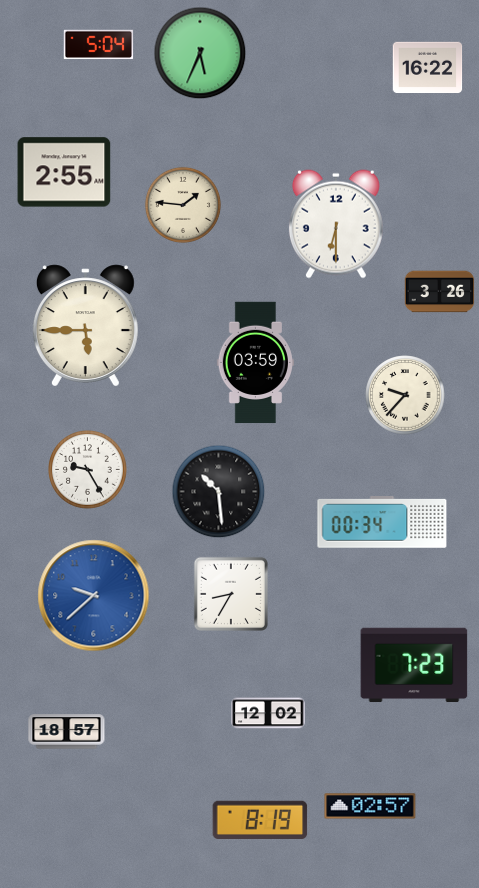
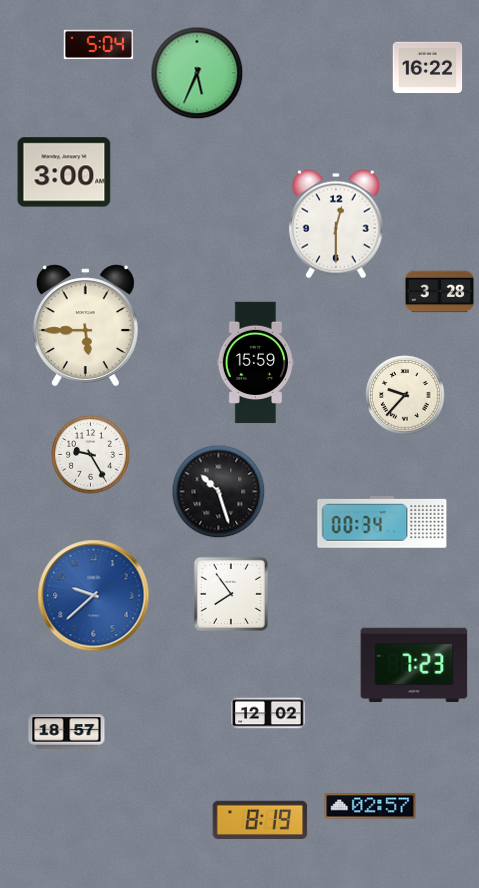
clock at (200, 53) position: (200, 53) -> (197, 73)
clock at (64, 172): 2:55 -> 3:00
clock at (183, 205): 1:46 -> none
clock at (336, 224): 6:30 -> 12:30
clock at (440, 292): 3:26 -> 3:28
clock at (255, 363): 03:59 -> 15:59
clock at (88, 470) position: (88, 470) -> (91, 455)
clock at (219, 492): 10:29 -> 10:27
clock at (231, 594): 8:35 -> 7:54
